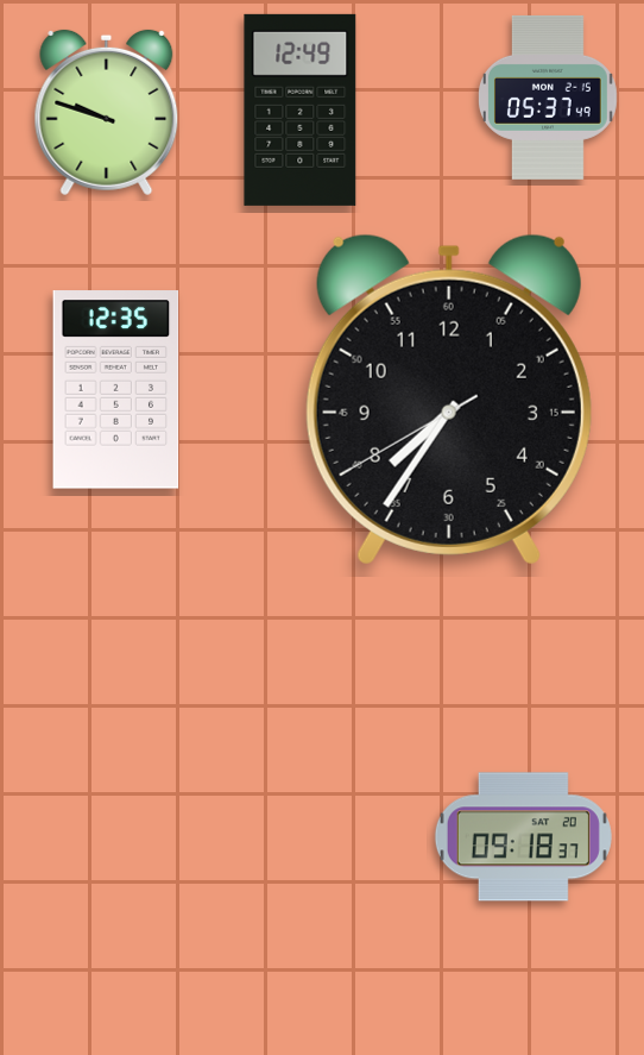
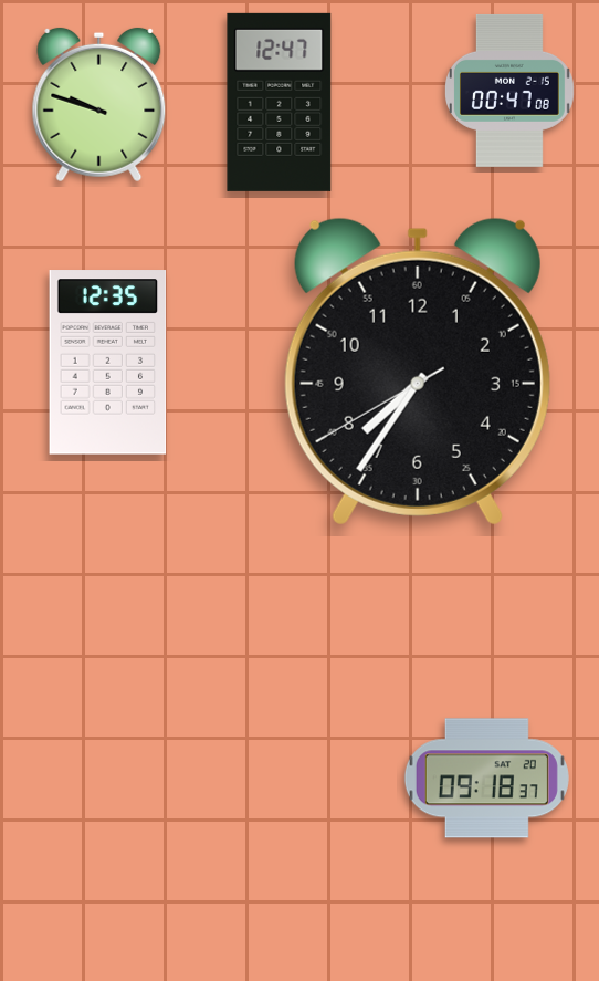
clock at (548, 98): 05:37 -> 00:47
clock at (301, 109): 12:49 -> 12:47
